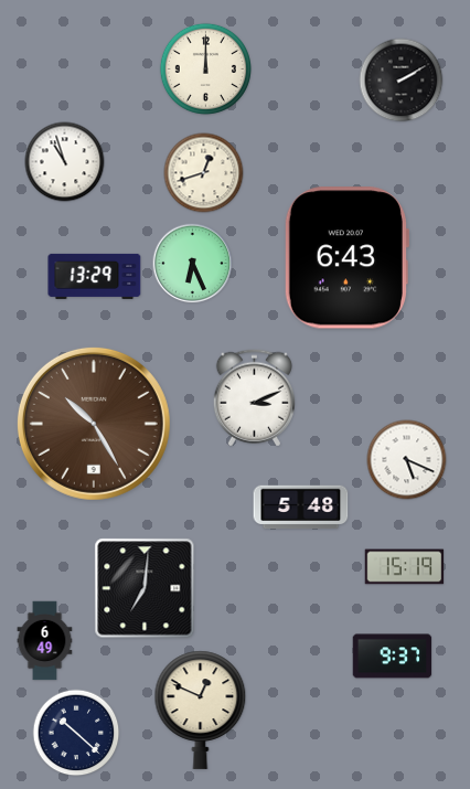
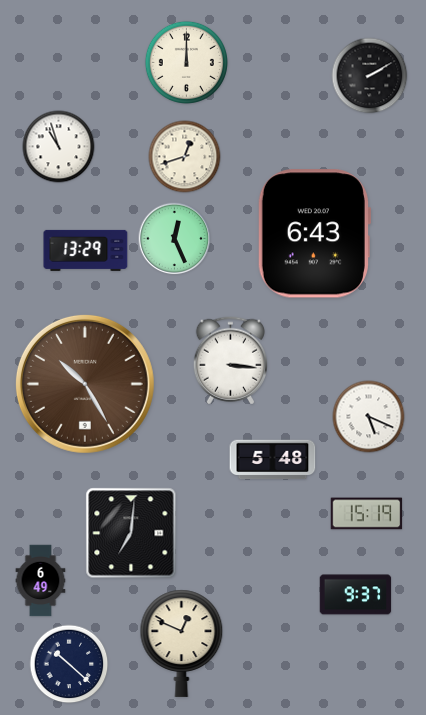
clock at (402, 81) position: (402, 81) -> (370, 76)
clock at (193, 264): 6:26 -> 12:26
clock at (254, 398): 3:11 -> 3:16
